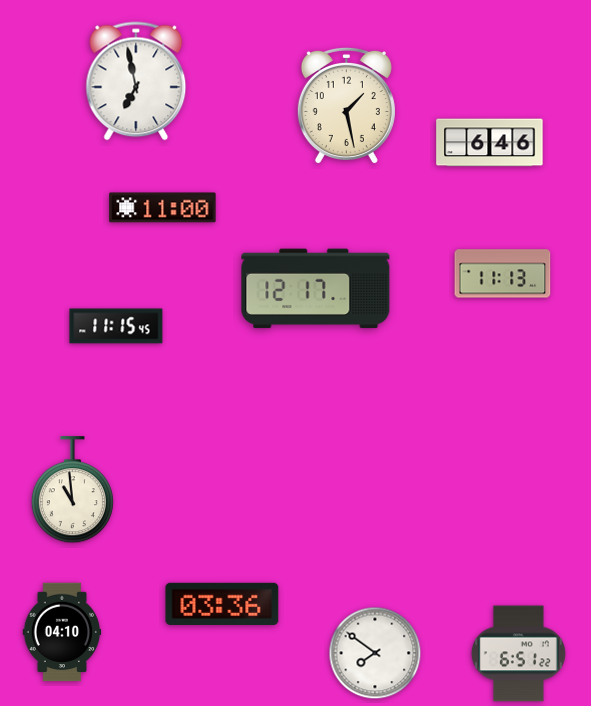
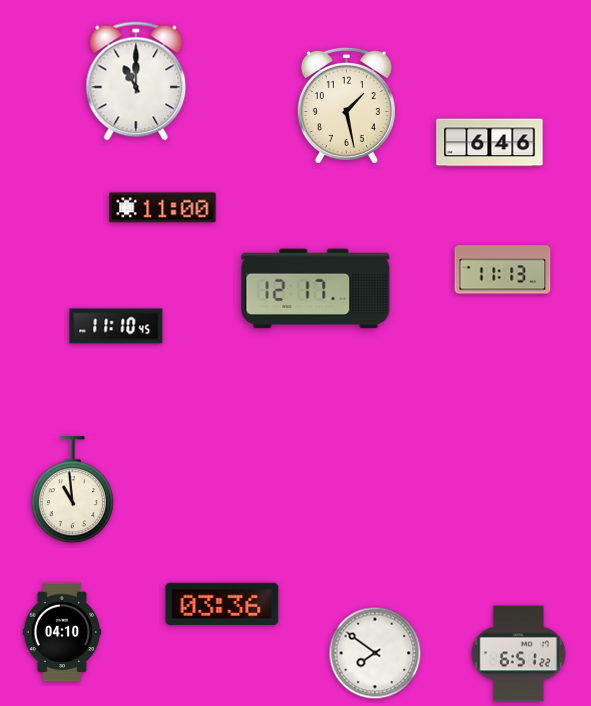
clock at (136, 81): 6:58 -> 11:00
clock at (503, 274) position: (503, 274) -> (503, 270)
clock at (116, 326): 11:15 -> 11:10
